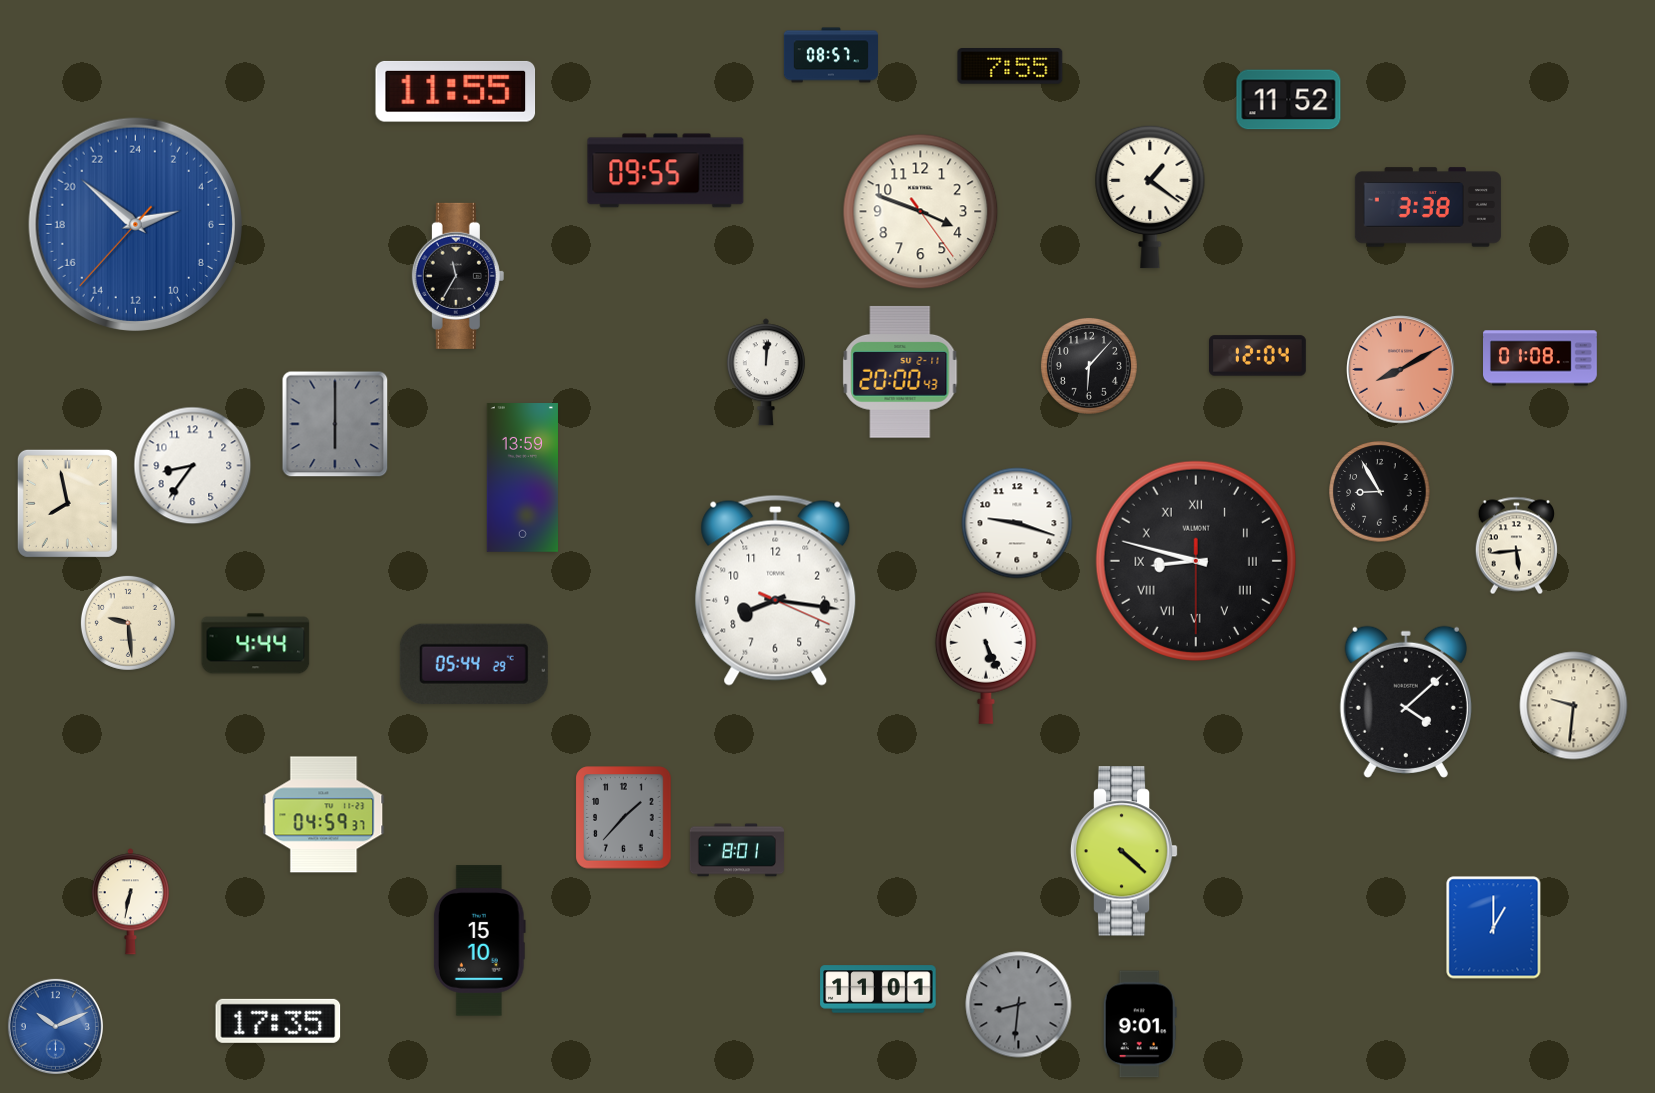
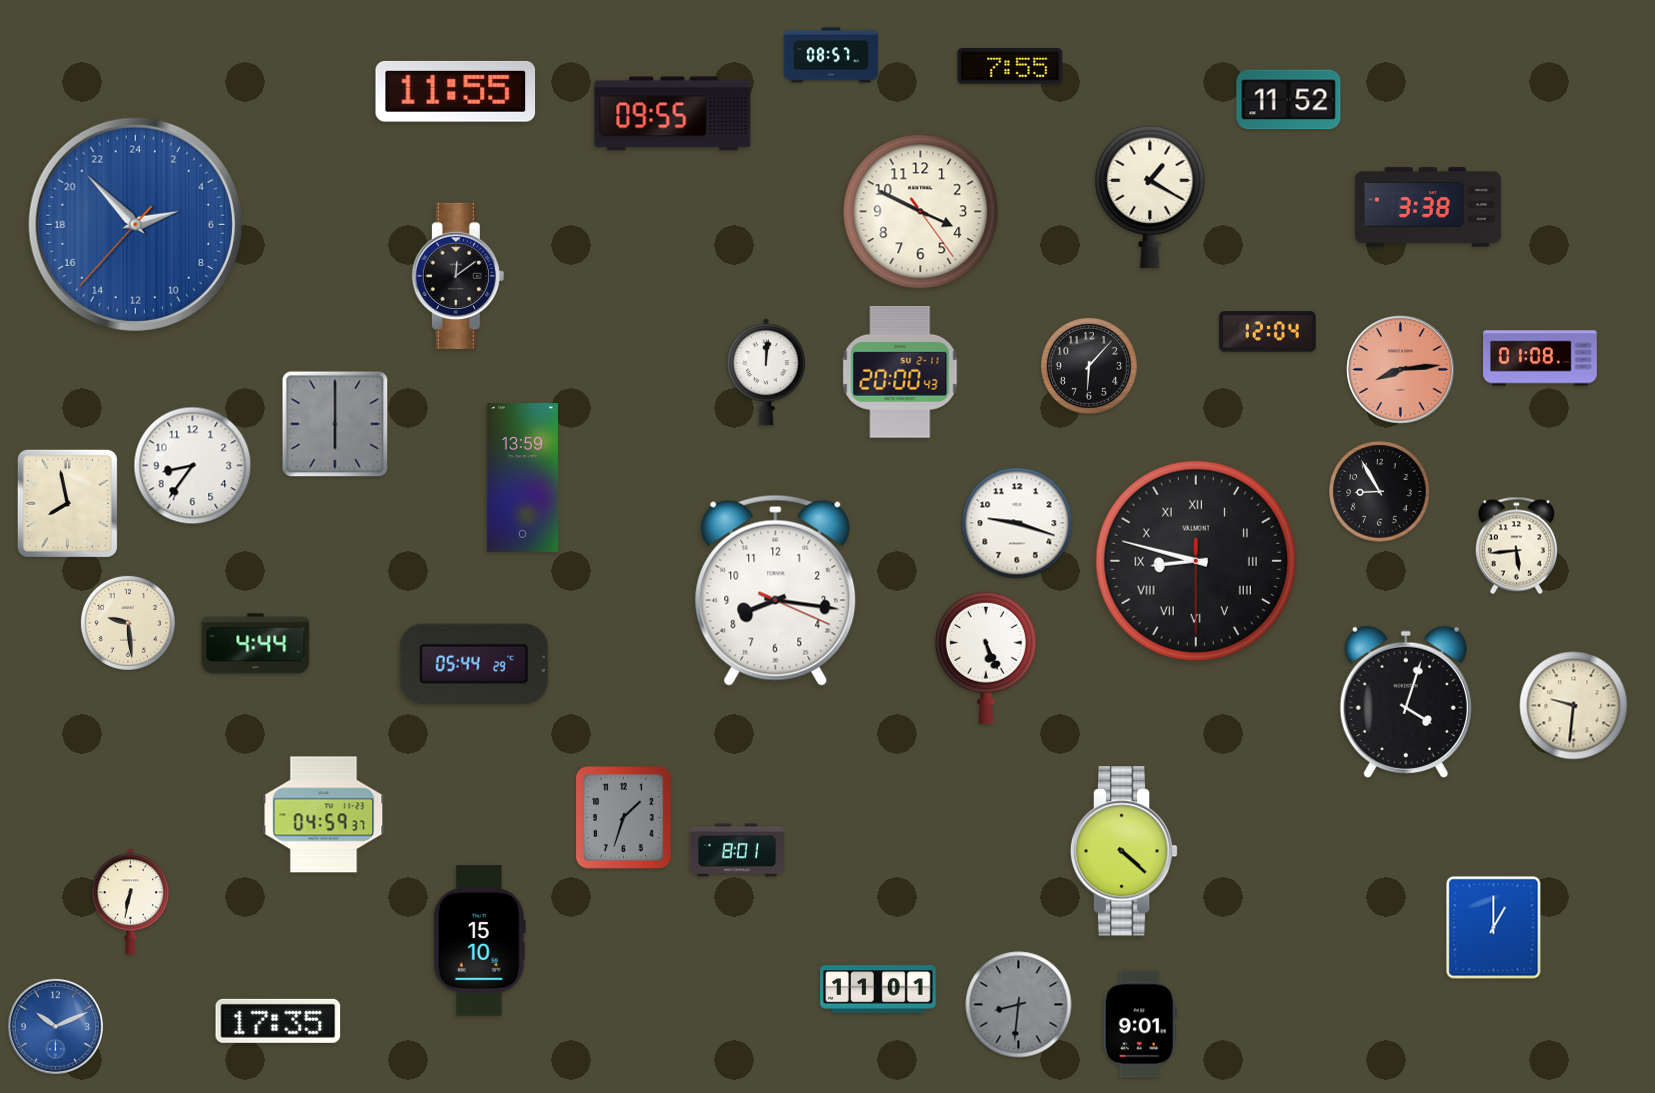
clock at (666, 171) position: (666, 171) -> (673, 114)
clock at (1150, 197): 1:21 -> 1:20
clock at (921, 212): 3:48 -> 3:49
clock at (135, 224): 4:51 -> 4:52
clock at (458, 276): 11:35 -> 12:09
clock at (1258, 356) position: (1258, 356) -> (1268, 332)
clock at (1401, 370): 8:10 -> 8:14
clock at (1406, 702): 4:08 -> 4:03
clock at (624, 818): 1:37 -> 1:33
